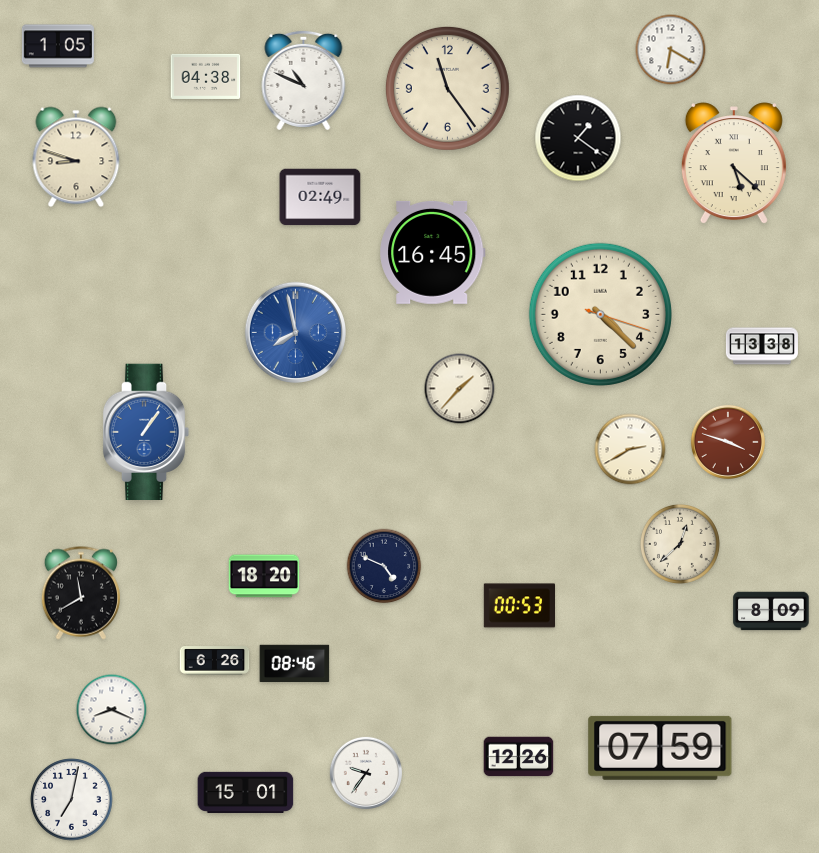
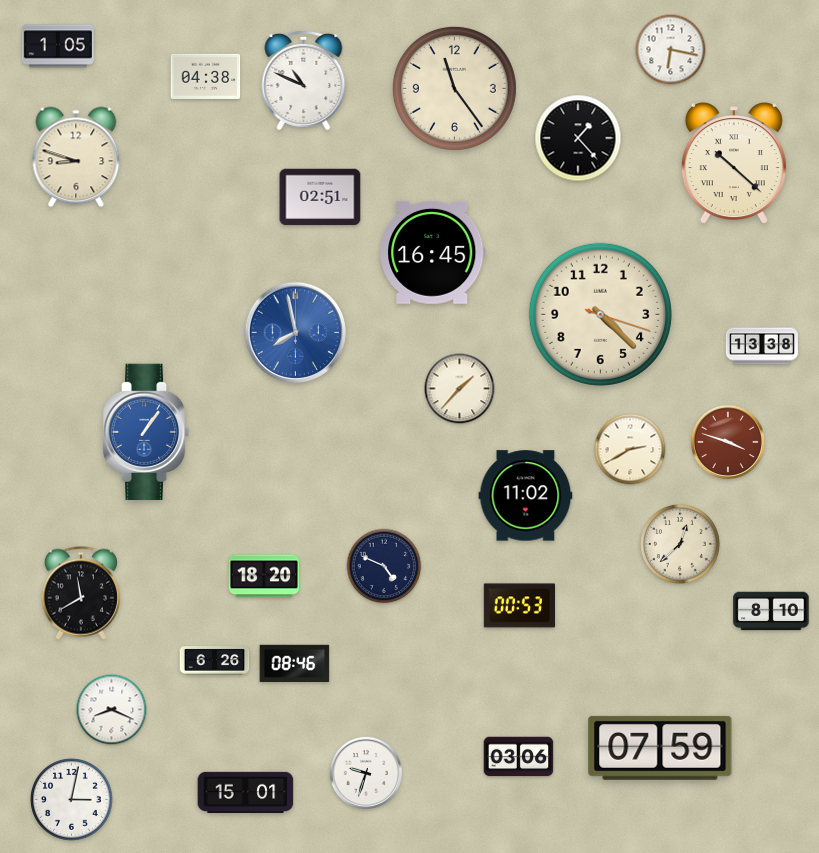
clock at (671, 50): 6:20 -> 6:17
clock at (447, 88) position: (447, 88) -> (454, 88)
clock at (578, 138): 1:21 -> 1:23
clock at (734, 164): 5:22 -> 10:22
clock at (320, 197): 02:49 -> 02:51
clock at (526, 496): none -> 11:02
clock at (771, 611): 8:09 -> 8:10
clock at (519, 757): 12:26 -> 03:06
clock at (365, 772): 9:36 -> 9:33
clock at (72, 800): 7:02 -> 3:02
